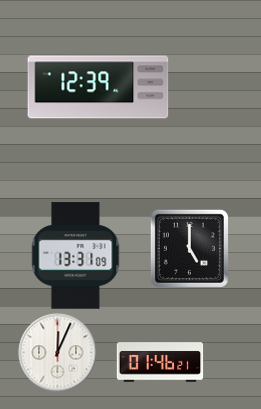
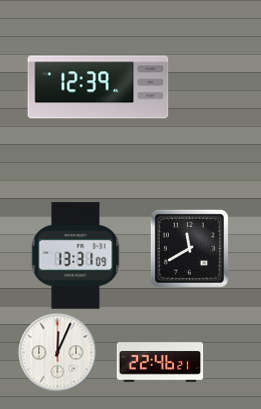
clock at (189, 248): 5:00 -> 11:40
clock at (160, 362): 01:46 -> 22:46
